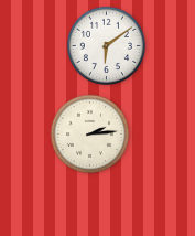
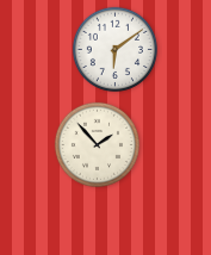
clock at (89, 133): 2:14 -> 1:53
